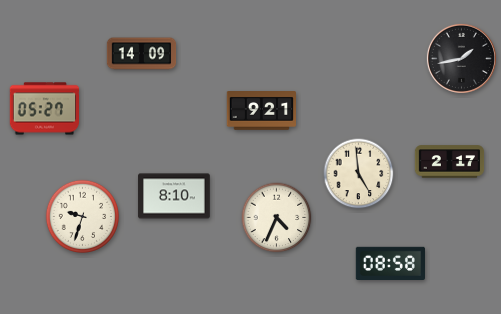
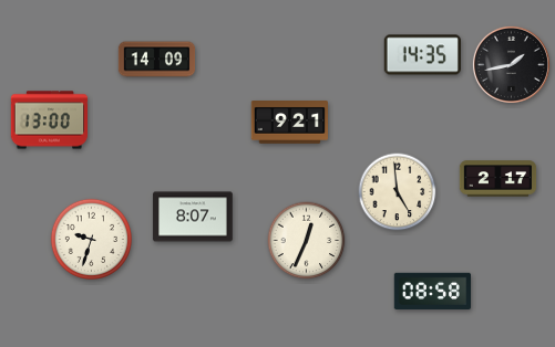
clock at (422, 55): none -> 14:35
clock at (45, 109): 05:27 -> 13:00
clock at (174, 196): 8:10 -> 8:07
clock at (277, 218): 4:34 -> 12:34
